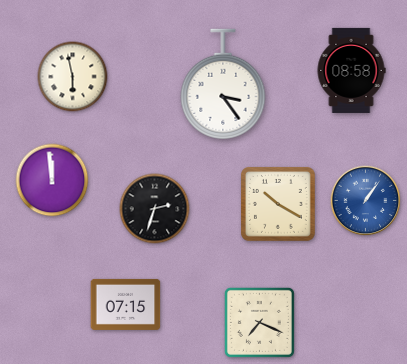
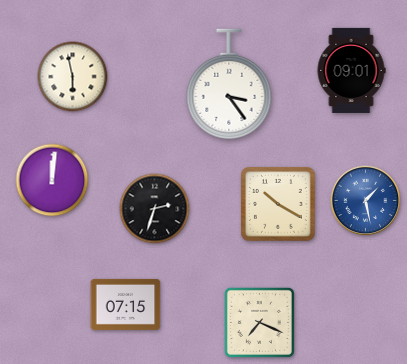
clock at (351, 70): 08:58 -> 09:01
clock at (223, 84) position: (223, 84) -> (229, 84)
clock at (52, 180): 11:59 -> 12:01
clock at (366, 201): 1:06 -> 1:28
